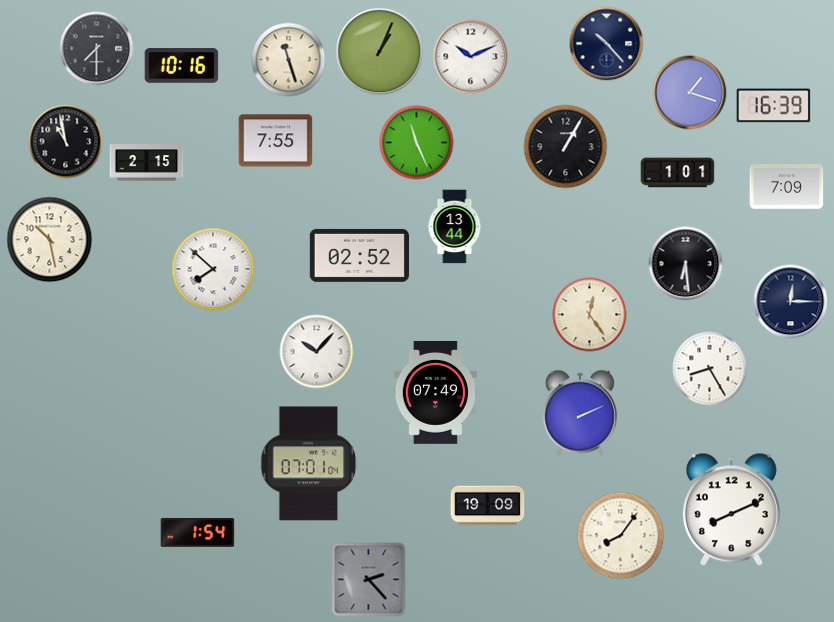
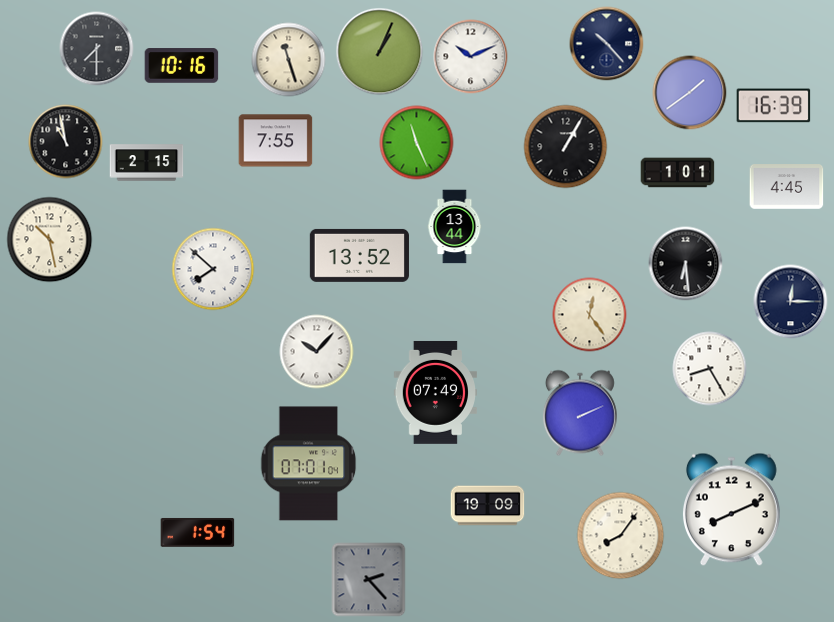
clock at (690, 93): 1:18 -> 1:39
clock at (787, 187): 7:09 -> 4:45
clock at (359, 255): 02:52 -> 13:52
